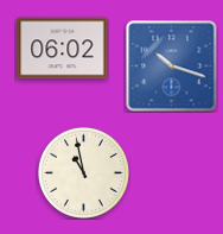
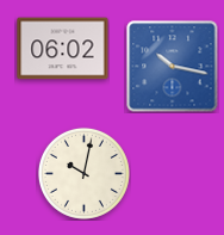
clock at (172, 67): 10:18 -> 10:17
clock at (83, 172): 10:58 -> 10:02
